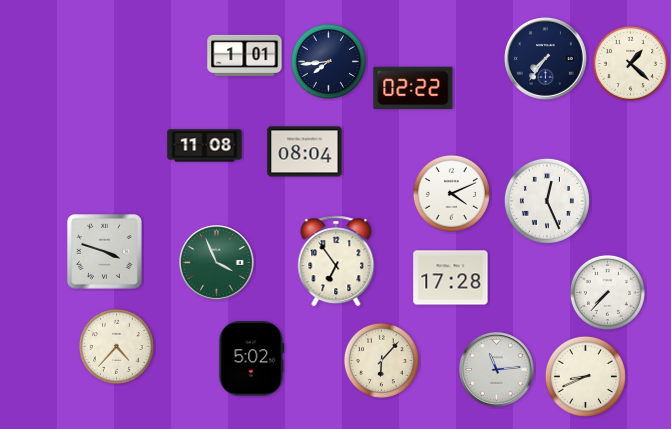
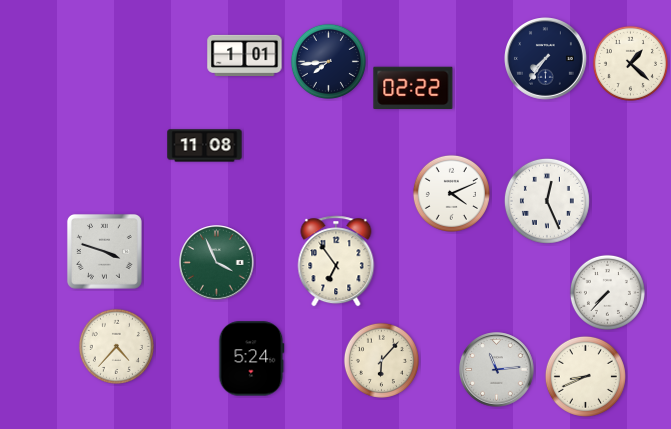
clock at (305, 152): 08:04 -> none
clock at (451, 278): 17:28 -> none
clock at (252, 359): 5:02 -> 5:24
